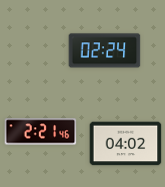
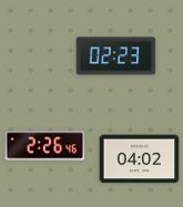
clock at (105, 51): 02:24 -> 02:23
clock at (41, 132): 2:21 -> 2:26
